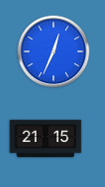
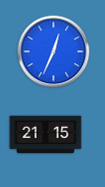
clock at (46, 139) position: (46, 139) -> (46, 135)
